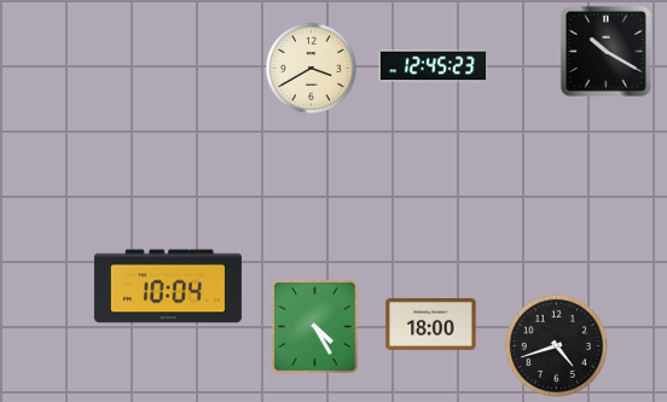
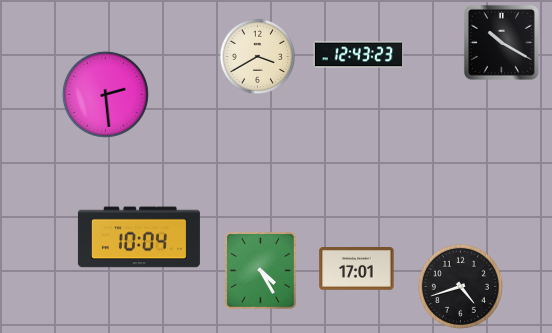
clock at (434, 66): 12:45 -> 12:43
clock at (105, 94): none -> 2:29
clock at (431, 325): 18:00 -> 17:01
